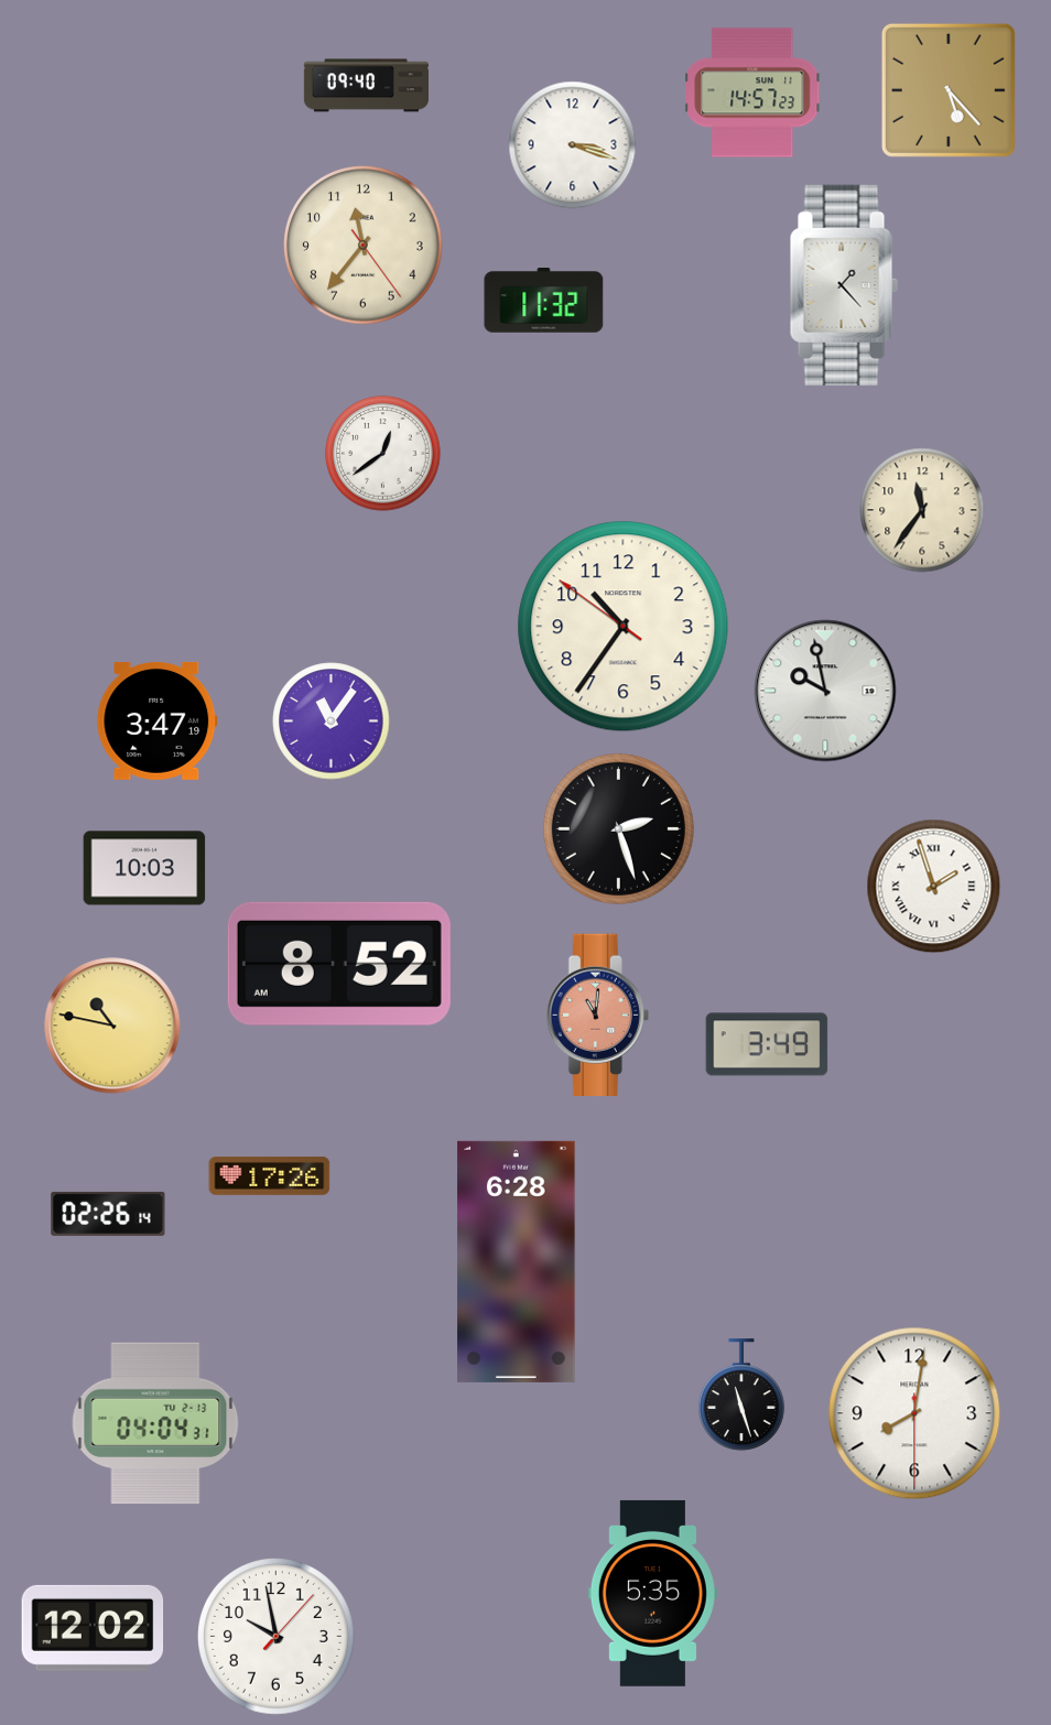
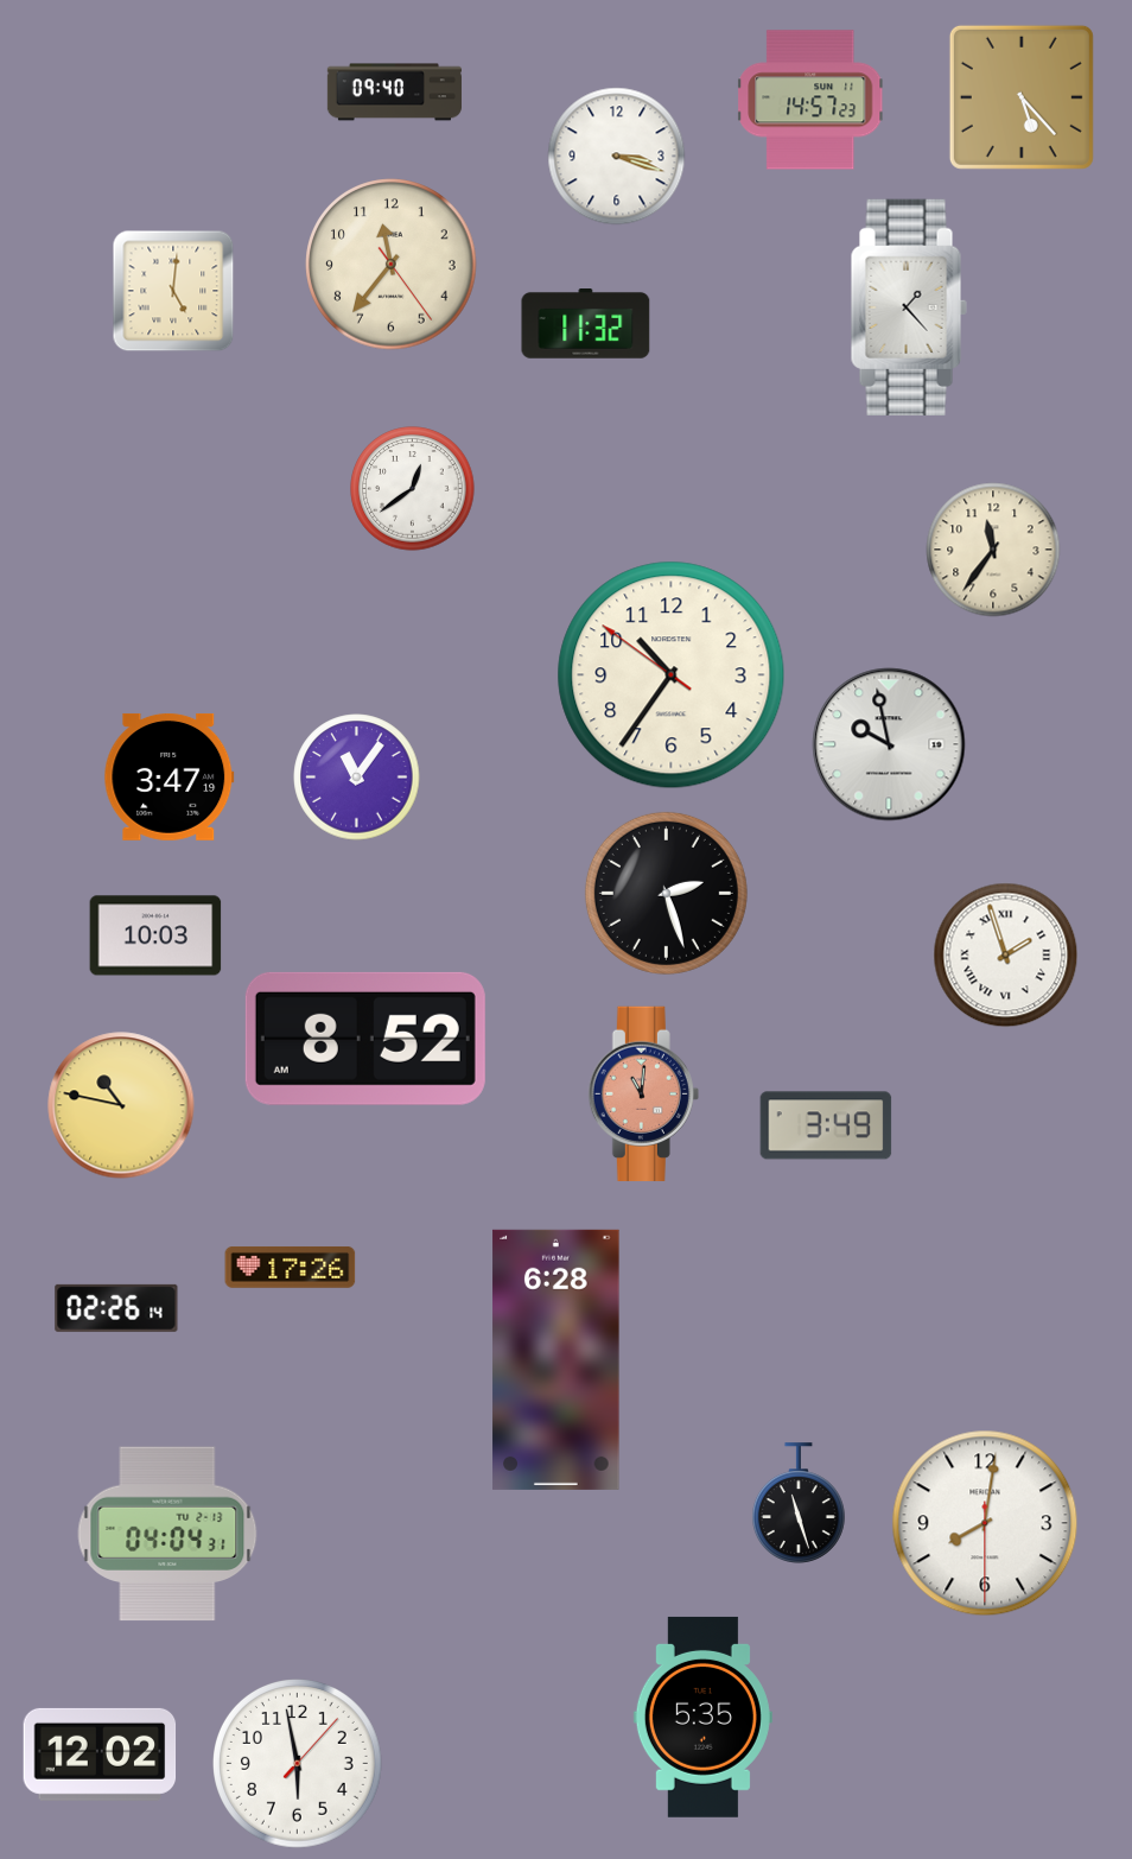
clock at (173, 291): none -> 5:01
clock at (277, 1637): 9:58 -> 5:58
